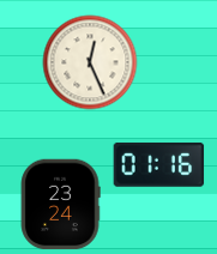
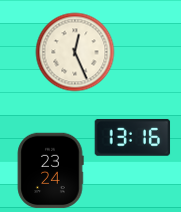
clock at (159, 164): 01:16 -> 13:16
